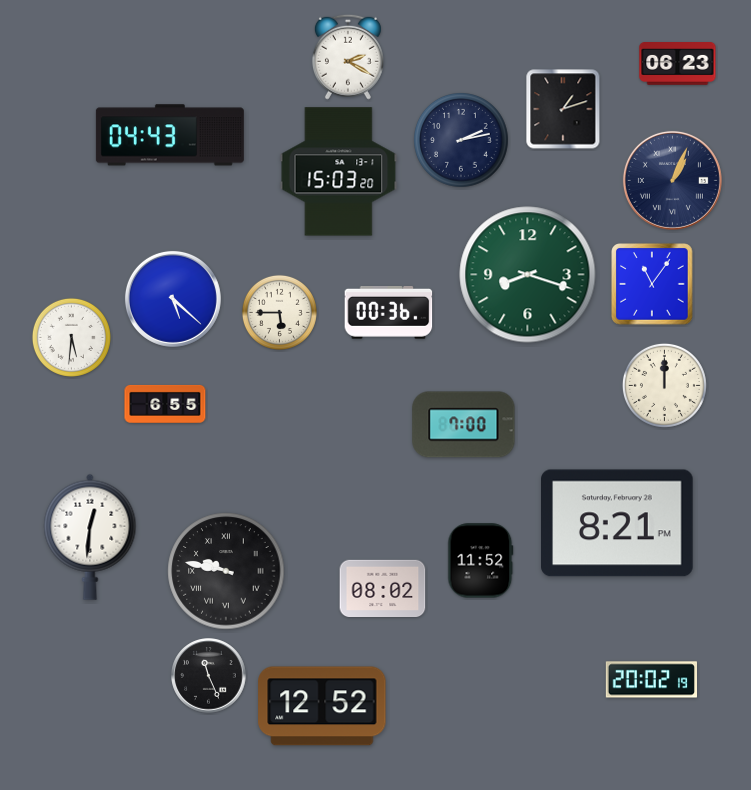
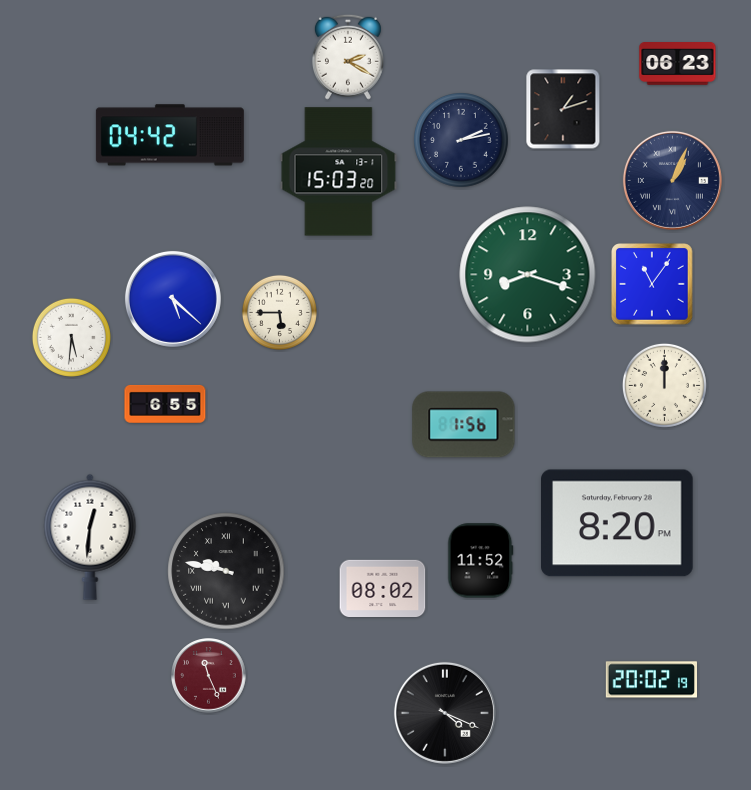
clock at (170, 135): 04:43 -> 04:42
clock at (389, 312): 00:36 -> none
clock at (464, 425): 7:00 -> 1:56
clock at (618, 523): 8:21 -> 8:20
clock at (209, 676) dial: black -> burgundy
clock at (322, 706): 12:52 -> none
clock at (445, 713): none -> 4:19
